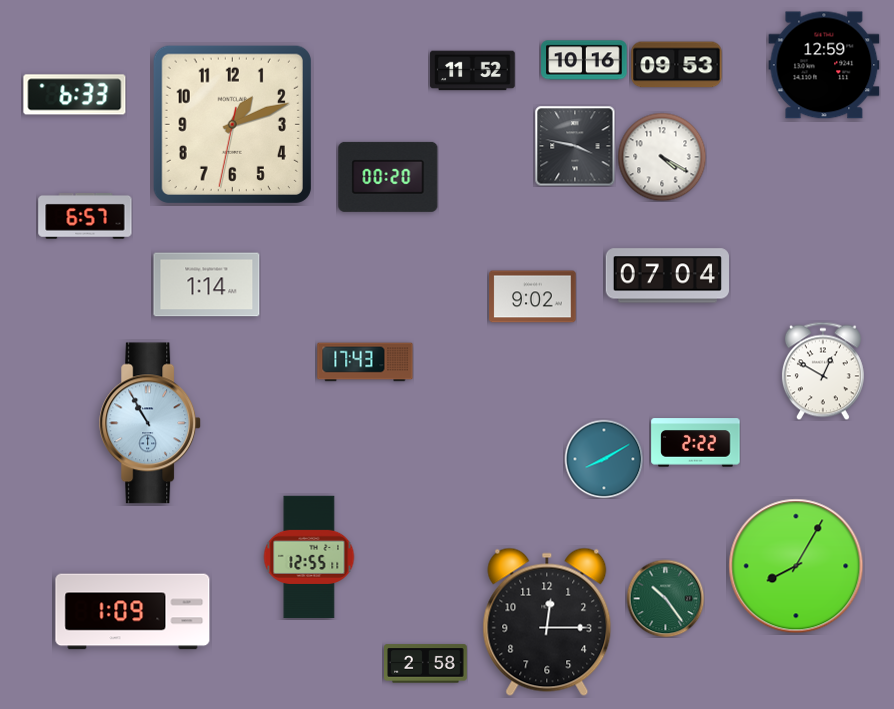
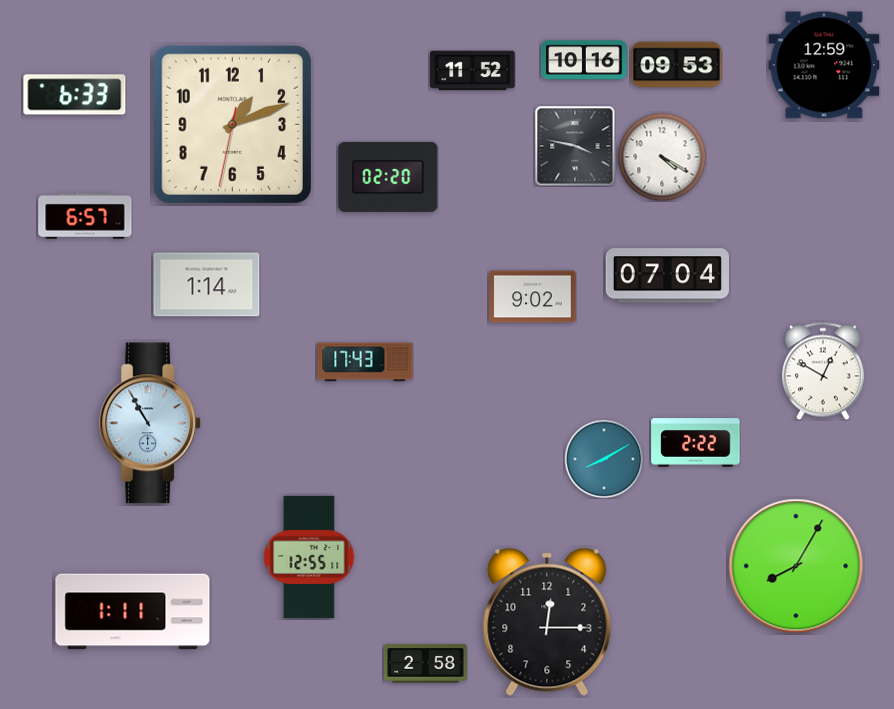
clock at (388, 177): 00:20 -> 02:20
clock at (665, 598): 10:24 -> none
clock at (133, 612): 1:09 -> 1:11
